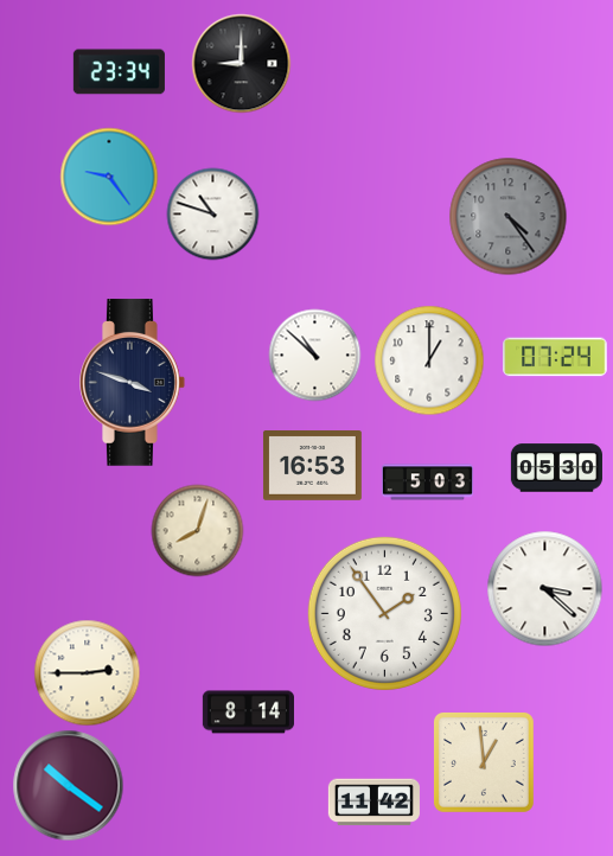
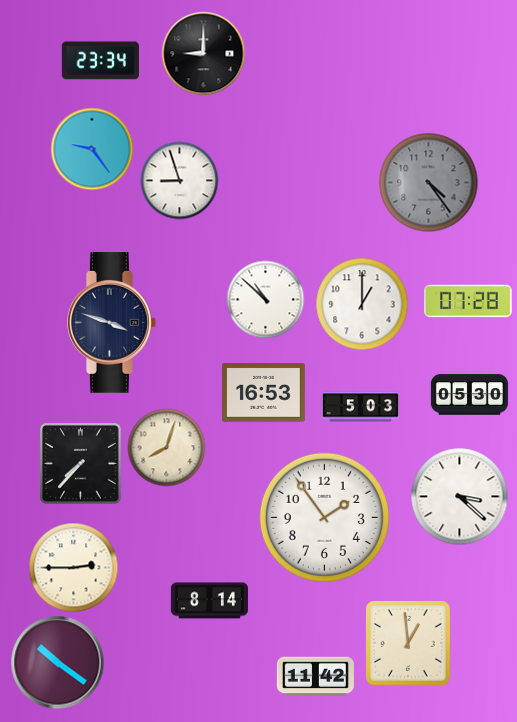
clock at (212, 213): 10:48 -> 8:57
clock at (555, 357): 07:24 -> 07:28
clock at (80, 463): none -> 7:37
